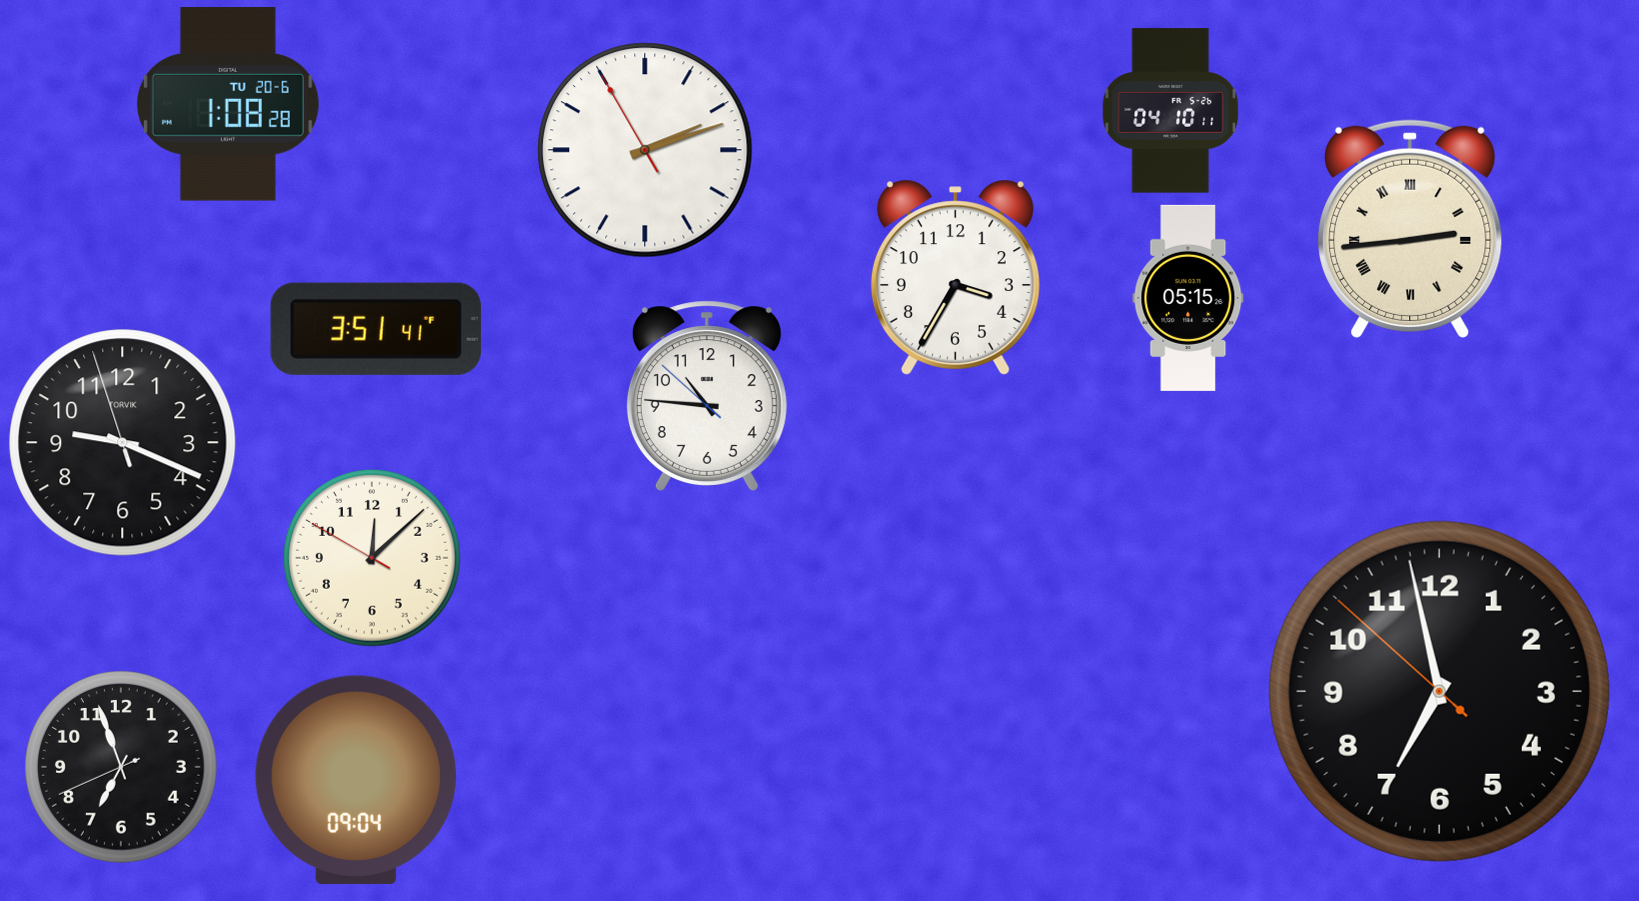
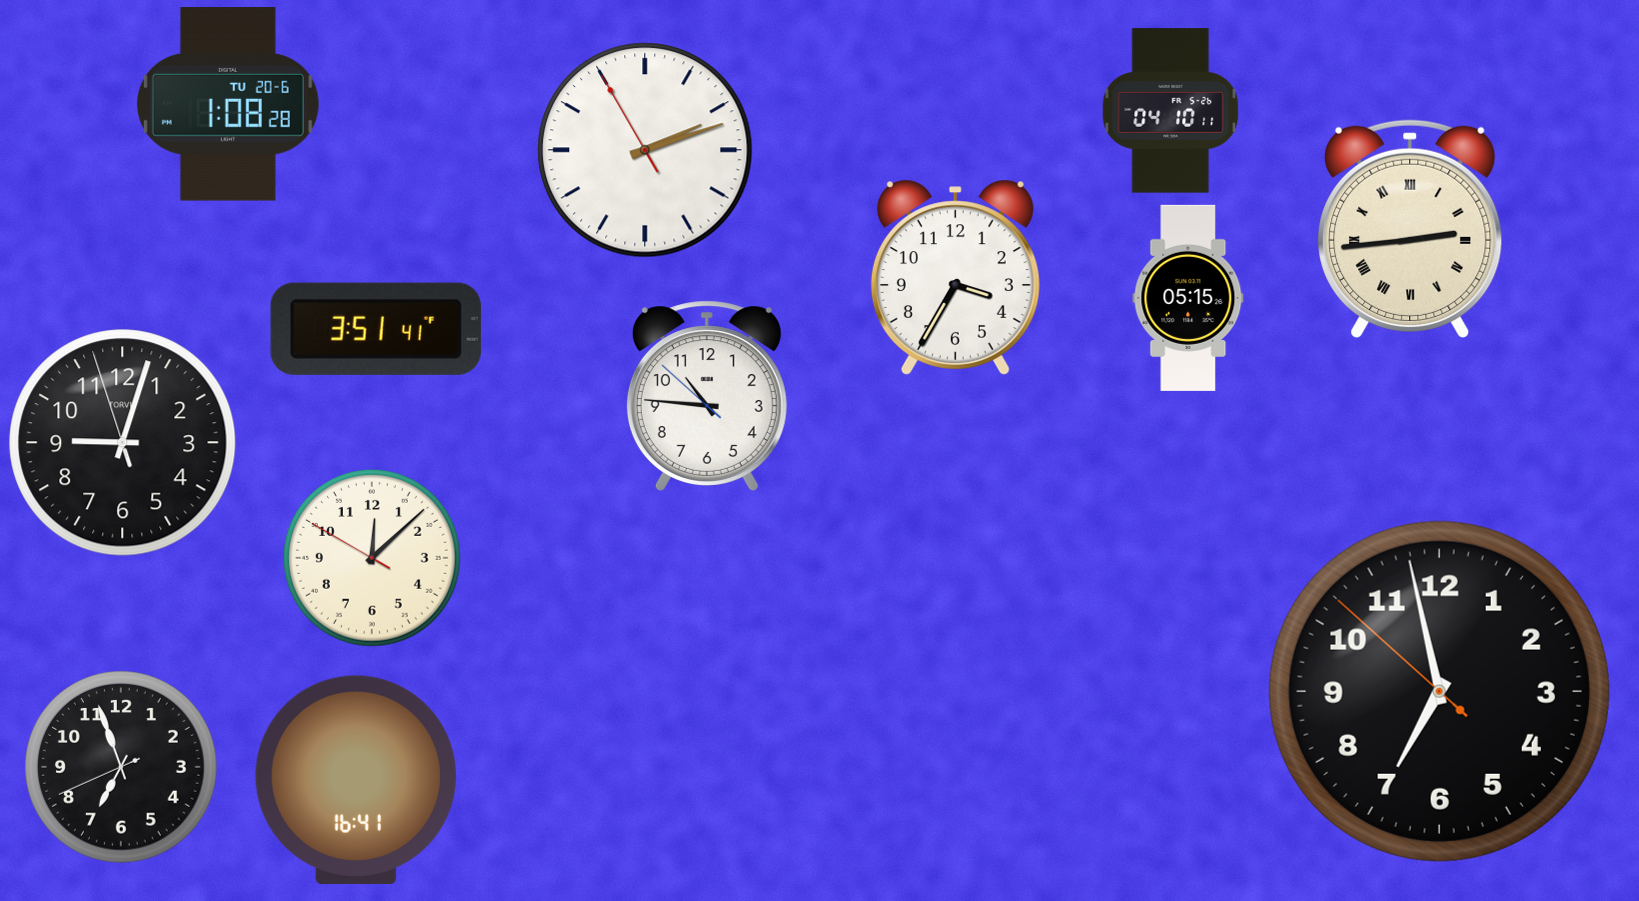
clock at (123, 443): 9:18 -> 9:02
clock at (356, 780): 09:04 -> 16:41
